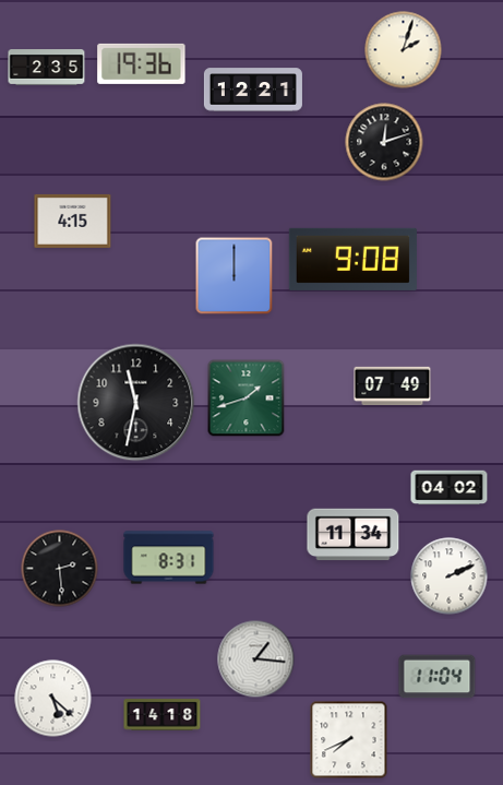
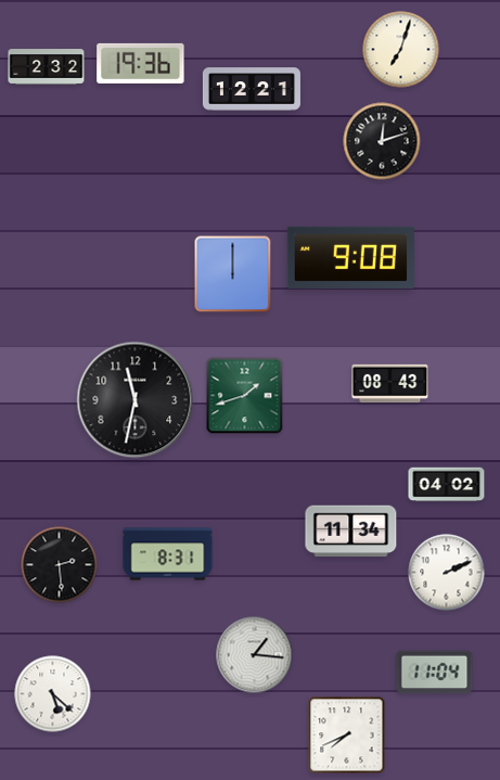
clock at (404, 50): 2:03 -> 7:03
clock at (47, 68): 2:35 -> 2:32
clock at (73, 221): 4:15 -> none
clock at (393, 386): 07:49 -> 08:43
clock at (163, 715): 14:18 -> none
